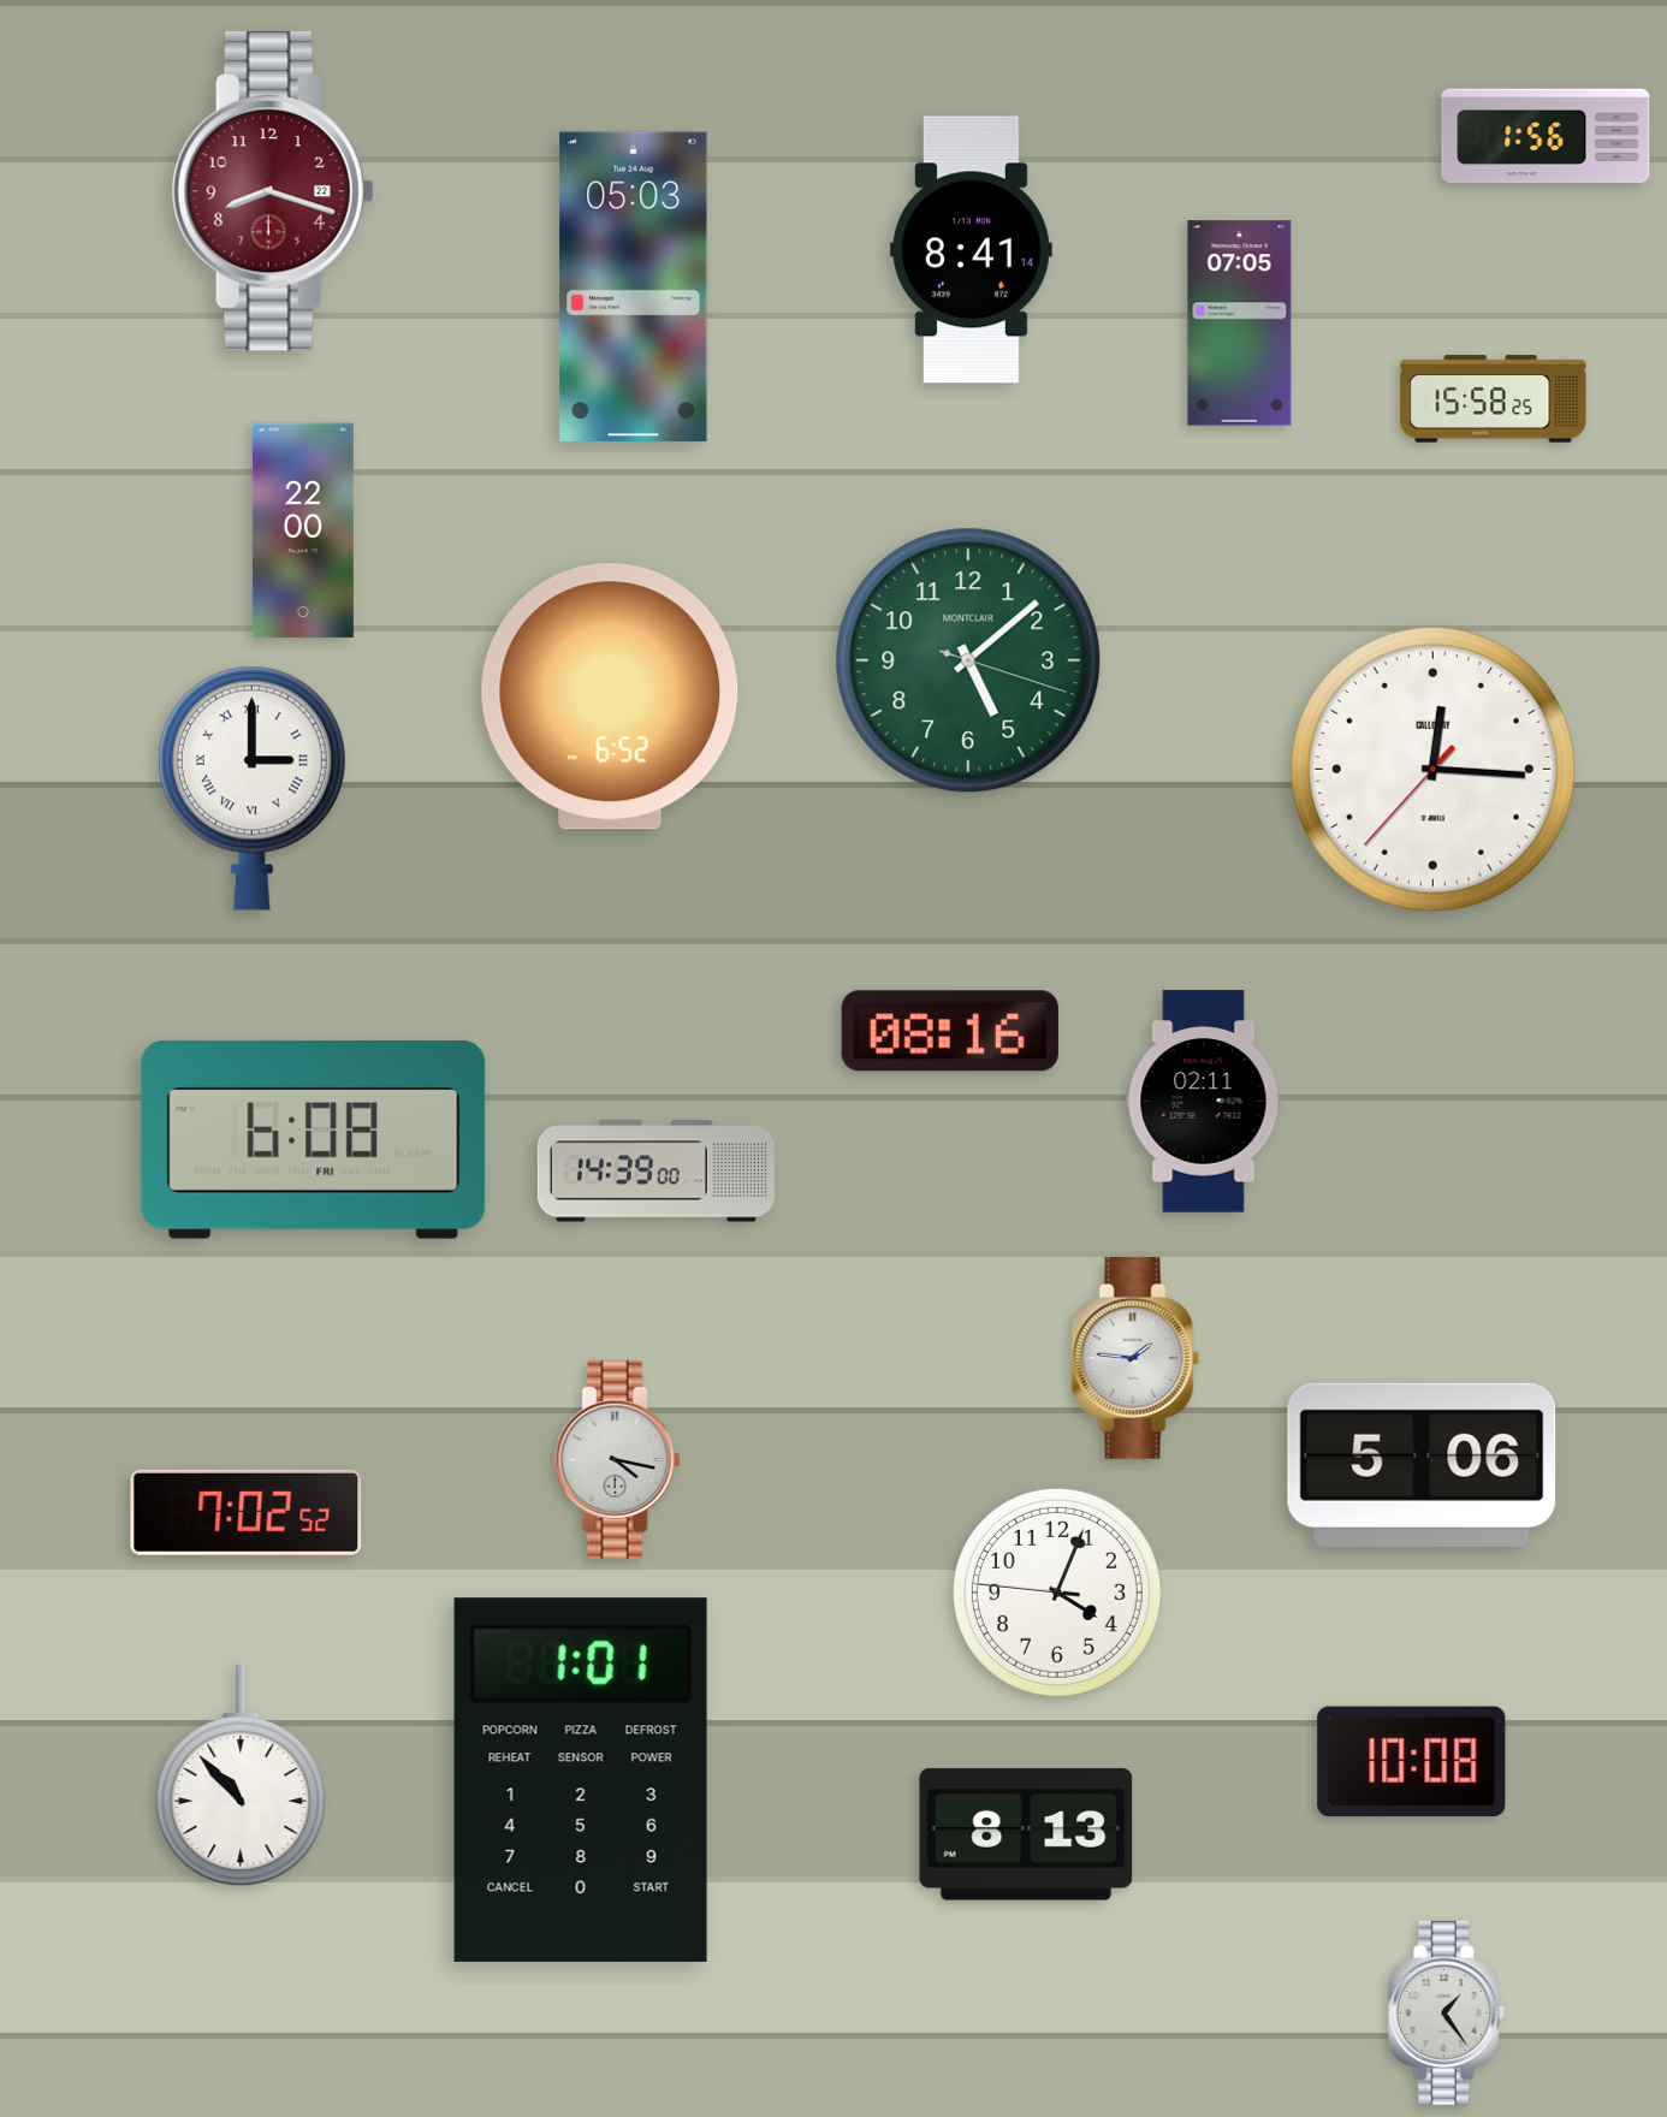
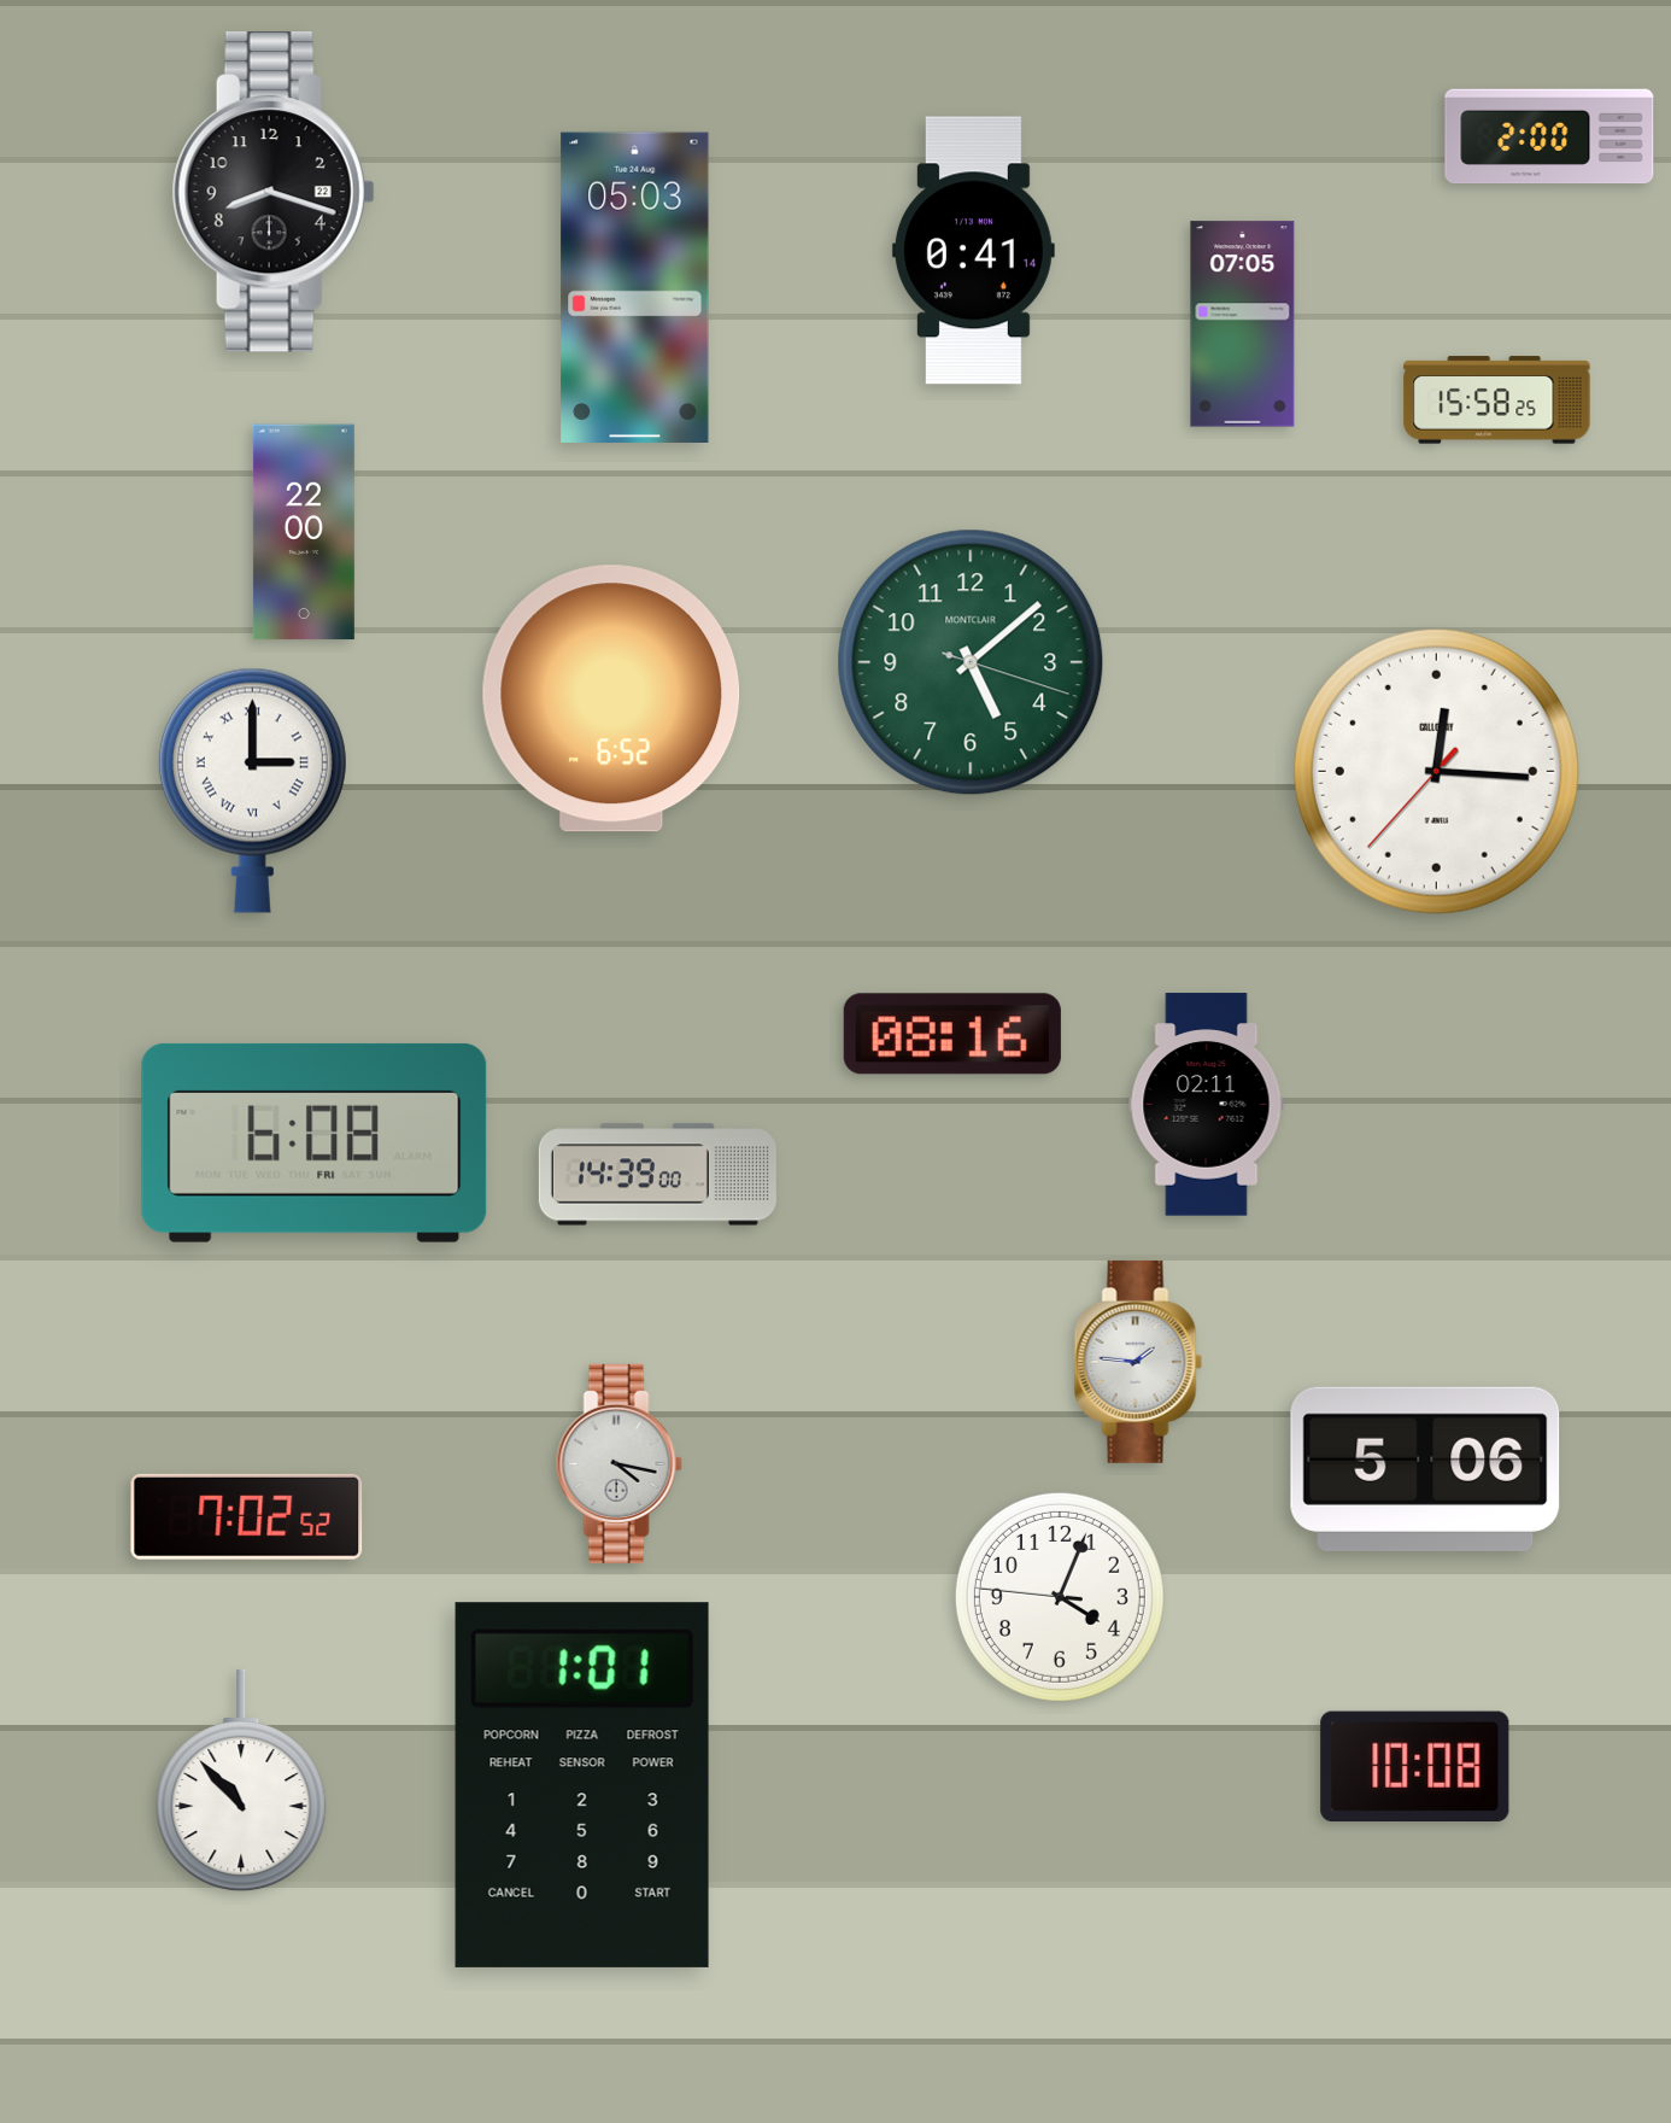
clock at (1546, 136): 1:56 -> 2:00
clock at (273, 191) dial: burgundy -> black
clock at (971, 250): 8:41 -> 0:41
clock at (1026, 1834): 8:13 -> none
clock at (1446, 2014): 1:24 -> none
